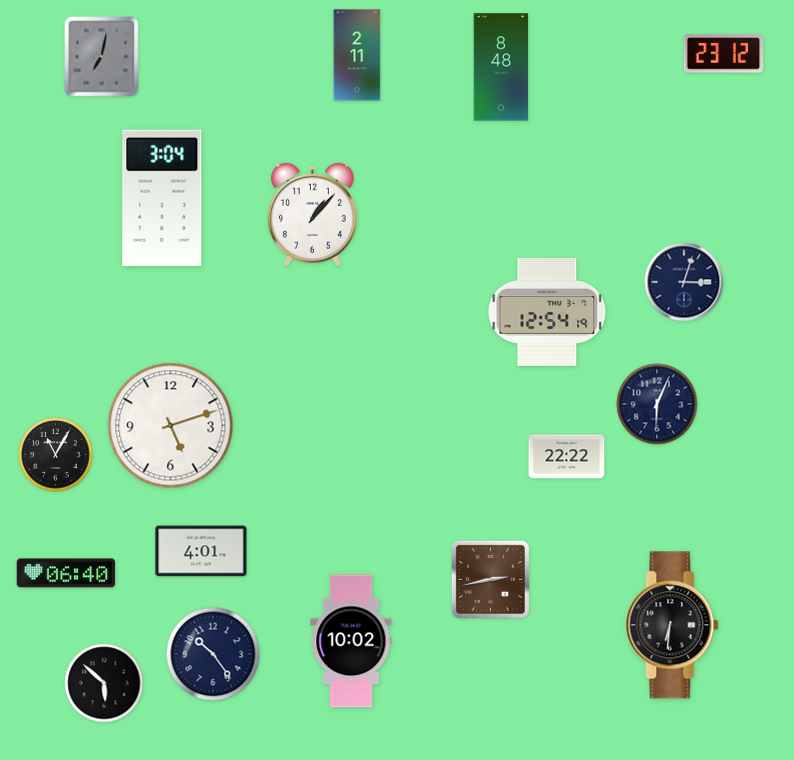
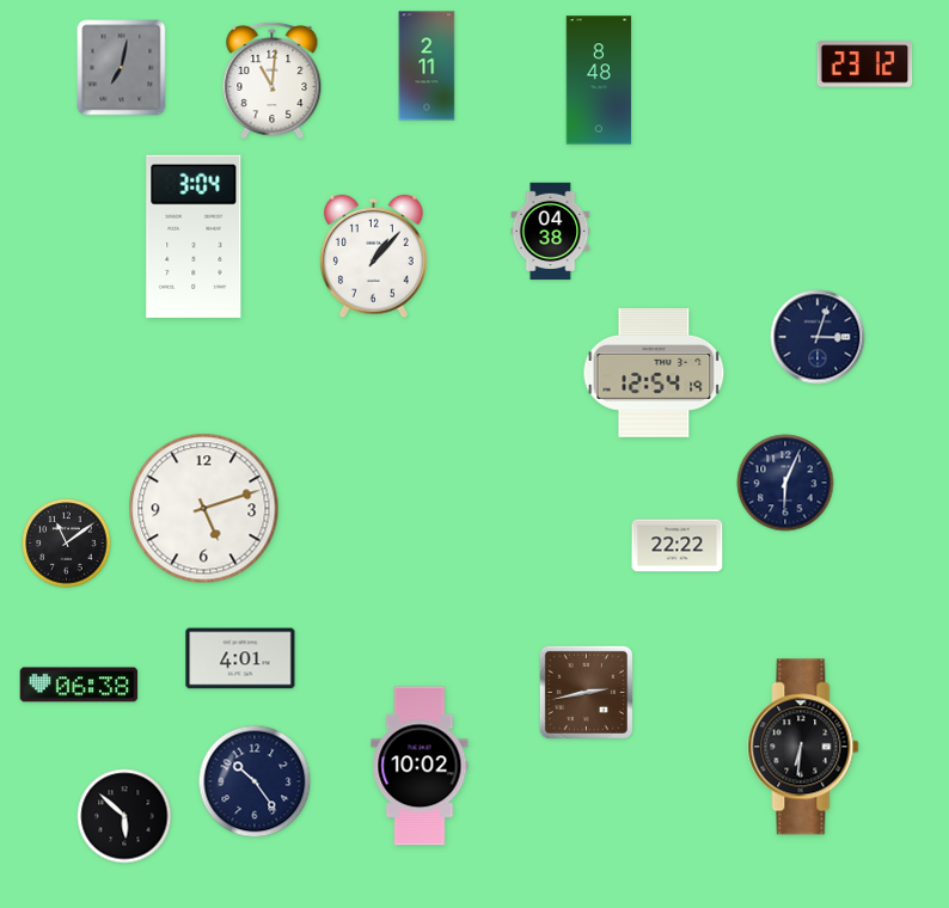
clock at (273, 80): none -> 11:01
clock at (551, 232): none -> 04:38
clock at (56, 455): 11:05 -> 11:09
clock at (66, 573): 06:40 -> 06:38
